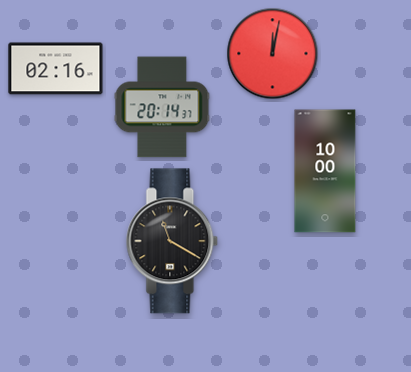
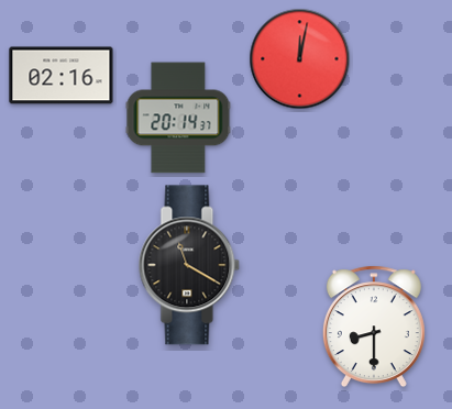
clock at (325, 171): 10:00 -> none
clock at (374, 327): none -> 8:30
